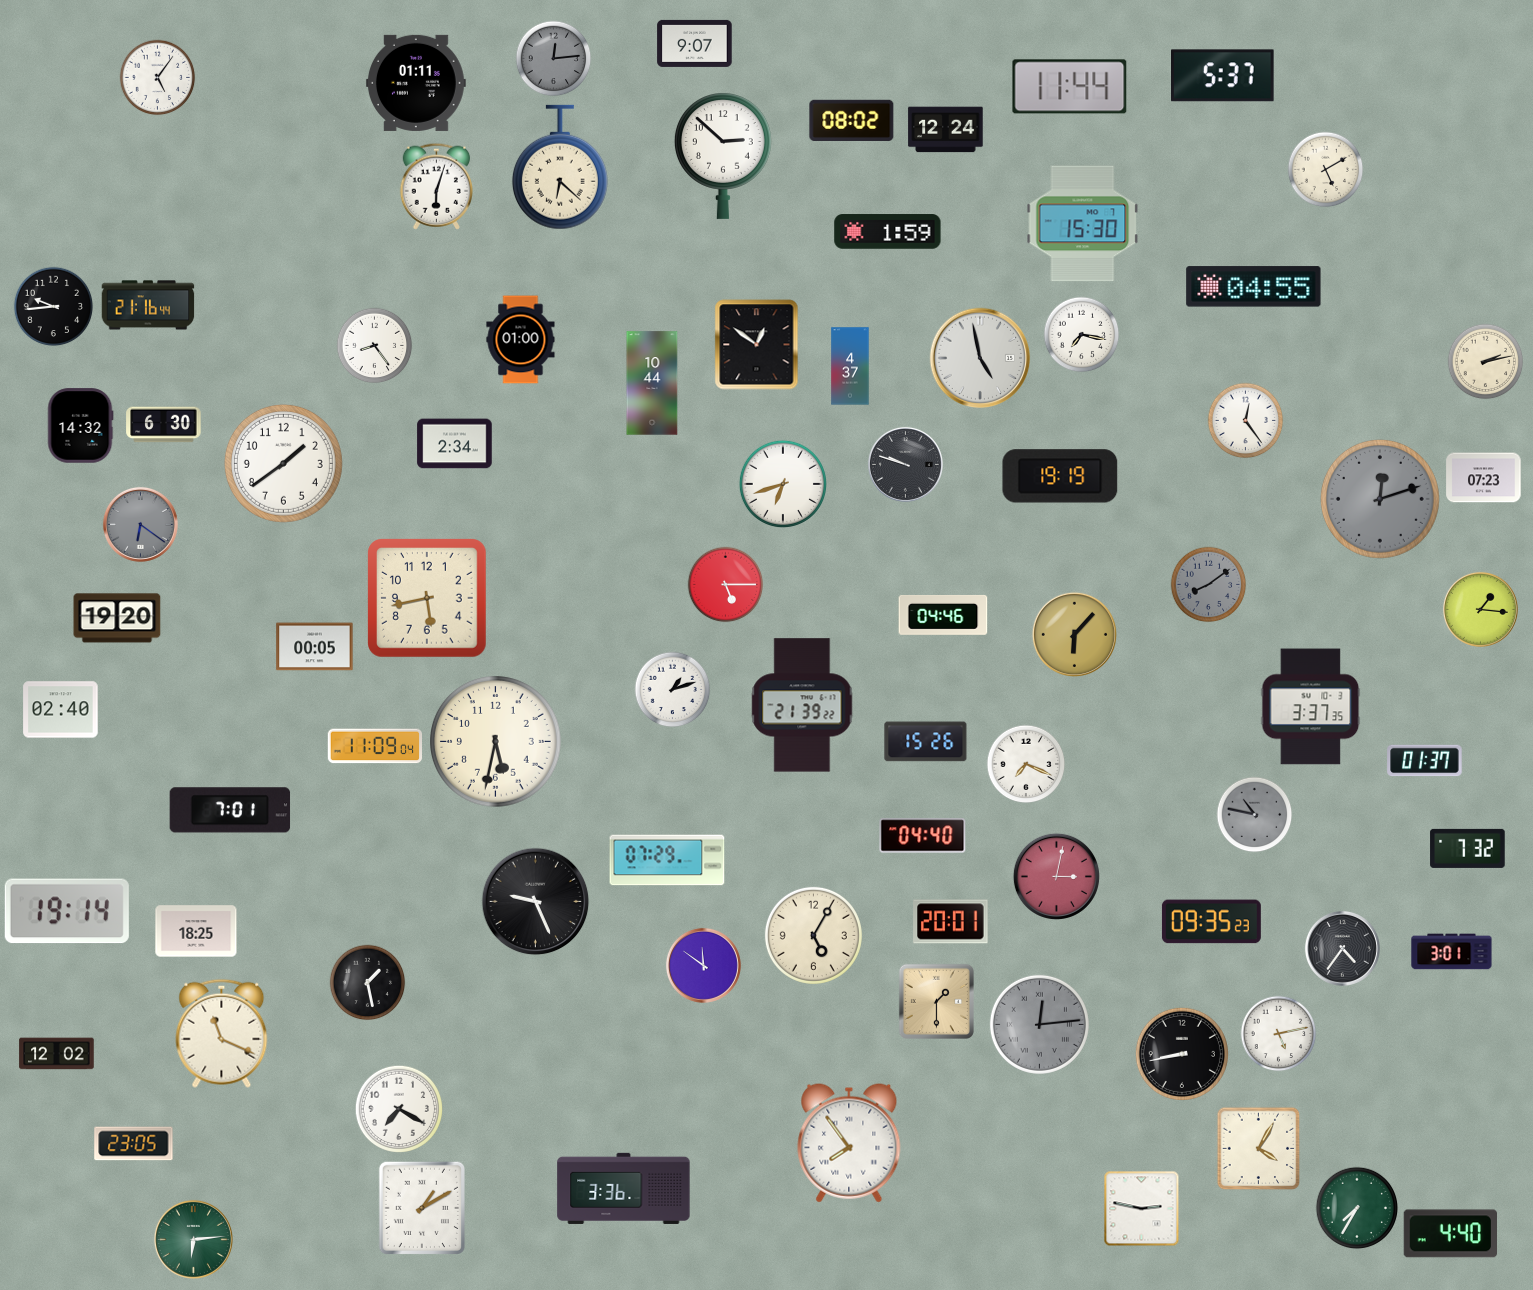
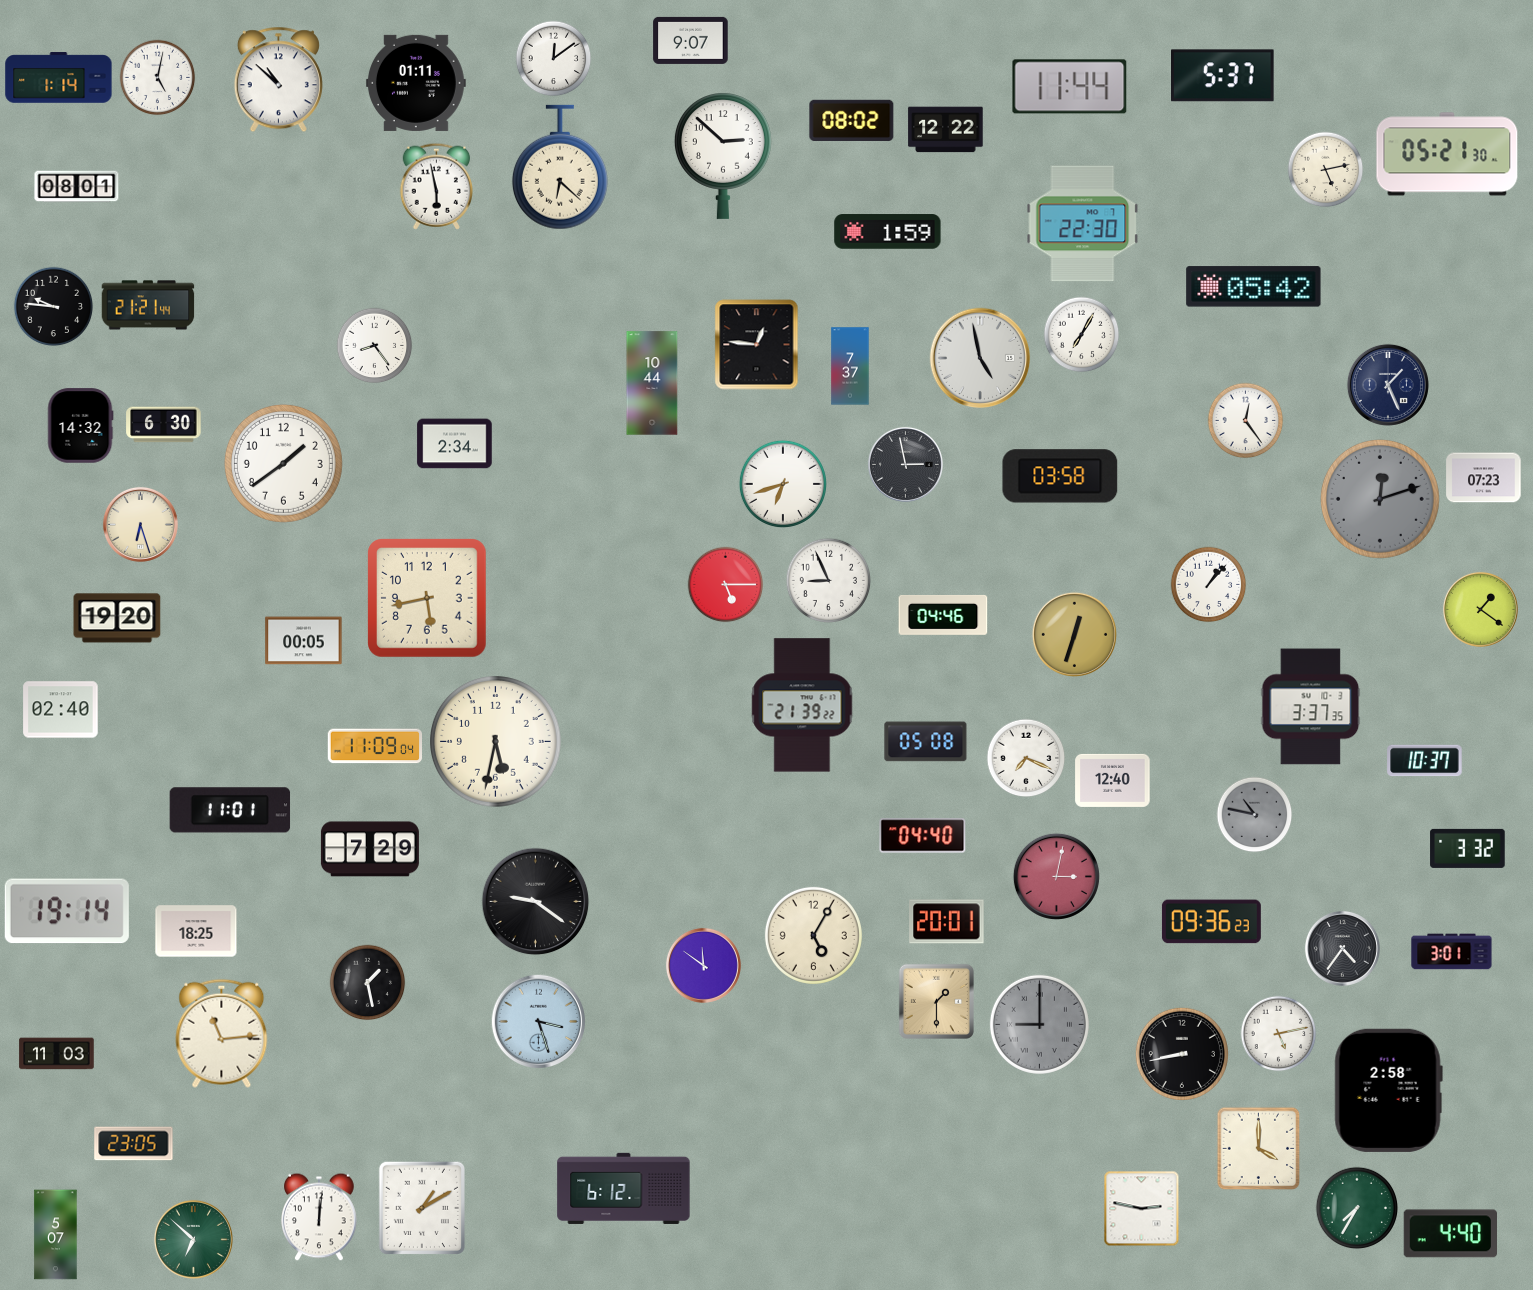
clock at (695, 43) position: (695, 43) -> (691, 40)
clock at (554, 59): 12:14 -> 12:09
clock at (554, 59) dial: grey -> white
clock at (59, 78): none -> 1:14
clock at (158, 78): 5:06 -> 5:02
clock at (278, 80): none -> 10:52
clock at (946, 130): 12:24 -> 12:22
clock at (1447, 154): none -> 05:21
clock at (1326, 170): 5:10 -> 5:13
clock at (436, 186): 6:03 -> 5:58
clock at (77, 187): none -> 08:01
clock at (1083, 224): 15:30 -> 22:30
clock at (1254, 287): 04:55 -> 05:42
clock at (148, 305): 21:16 -> 21:21
clock at (54, 307): 9:44 -> 9:46
clock at (1082, 335): 7:17 -> 7:05
clock at (521, 340): 01:00 -> none
clock at (757, 345): 12:51 -> 12:46
clock at (1486, 362): 2:13 -> none
clock at (850, 366): 4:37 -> 7:37
clock at (1388, 385): none -> 1:26
clock at (905, 464): 9:48 -> 2:58
clock at (1060, 476): 19:19 -> 03:58
clock at (140, 524): 6:21 -> 6:27
clock at (140, 524) dial: grey -> cream
clock at (828, 580): none -> 8:56
clock at (1209, 585): 8:09 -> 1:07
clock at (1209, 585) dial: grey -> white
clock at (1480, 609): 1:16 -> 1:21
clock at (1074, 634): 6:07 -> 12:33
clock at (315, 647) position: (315, 647) -> (304, 641)
clock at (673, 690): 1:12 -> none
clock at (926, 742): 15:26 -> 05:08
clock at (1425, 761): 01:37 -> 10:37
clock at (1026, 764) position: (1026, 764) -> (1026, 758)
clock at (1113, 780): none -> 12:40
clock at (230, 810): 7:01 -> 11:01
clock at (1468, 848): 7:32 -> 3:32
clock at (370, 849): none -> 7:29
clock at (667, 860): 07:29 -> none
clock at (536, 902): 9:26 -> 9:21
clock at (951, 922) position: (951, 922) -> (947, 922)
clock at (1211, 922): 09:35 -> 09:36
clock at (538, 1021): none -> 3:27
clock at (1039, 1024): 12:14 -> 9:00
clock at (222, 1033): 11:19 -> 11:14
clock at (57, 1054): 12:02 -> 11:03
clock at (1388, 1090): none -> 2:58
clock at (398, 1108): 7:20 -> none
clock at (849, 1143): 7:54 -> none
clock at (1259, 1149): 4:05 -> 4:00
clock at (624, 1188): 3:36 -> 6:12
clock at (319, 1217): none -> 12:01
clock at (56, 1235): none -> 5:07
clock at (193, 1239): 6:14 -> 6:52
